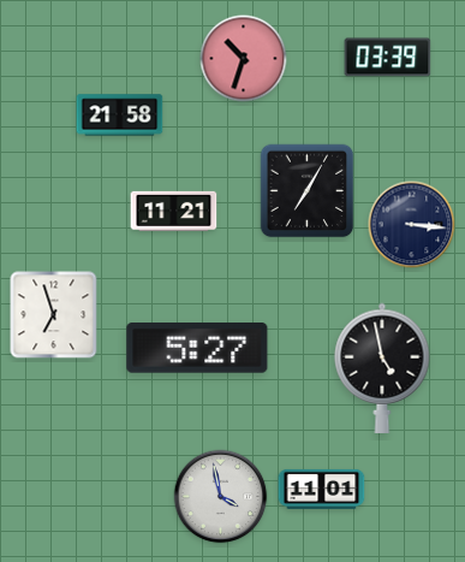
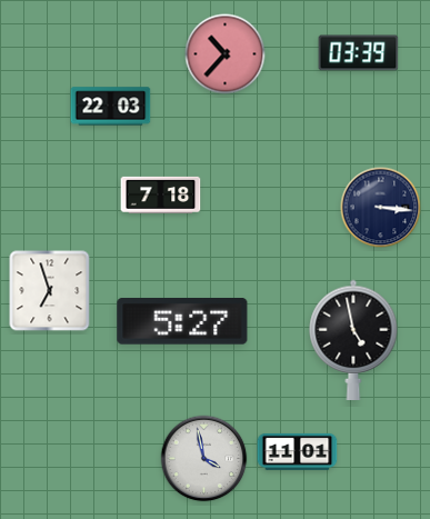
clock at (244, 59): 10:33 -> 10:37
clock at (120, 116): 21:58 -> 22:03
clock at (308, 191): 7:05 -> none
clock at (174, 211): 11:21 -> 7:18
